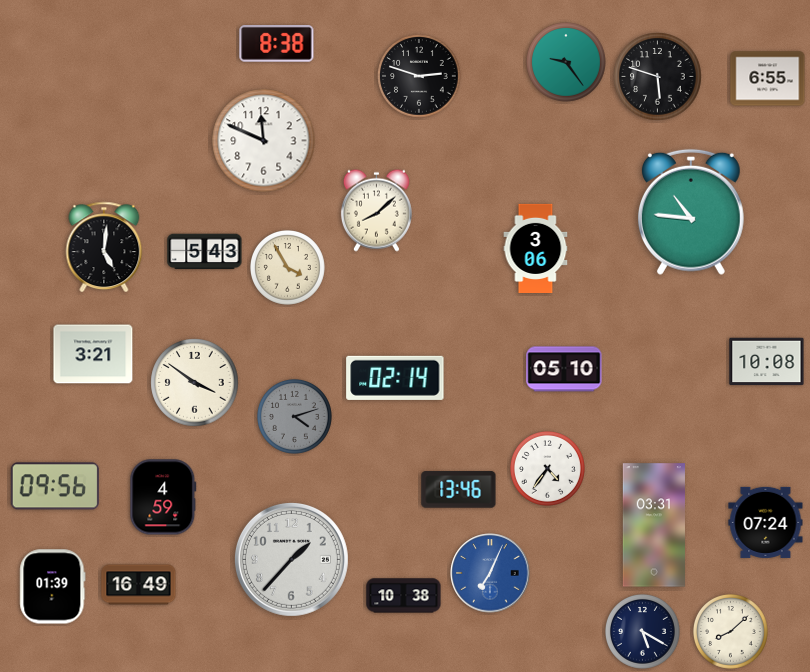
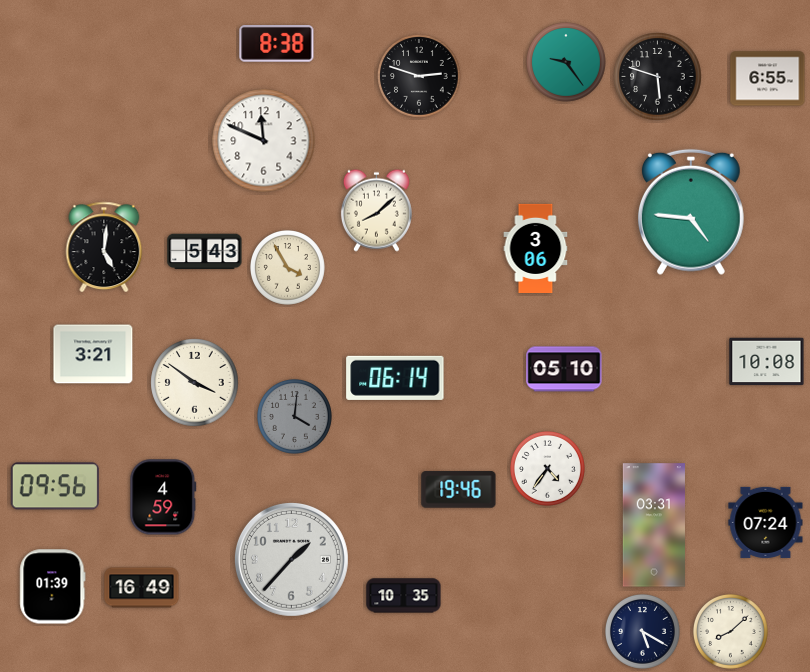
clock at (691, 212): 10:46 -> 4:46
clock at (395, 378): 02:14 -> 06:14
clock at (294, 416): 4:12 -> 4:01
clock at (459, 490): 13:46 -> 19:46
clock at (490, 573): 7:04 -> none
clock at (139, 585) position: (139, 585) -> (142, 588)
clock at (404, 596): 10:38 -> 10:35
